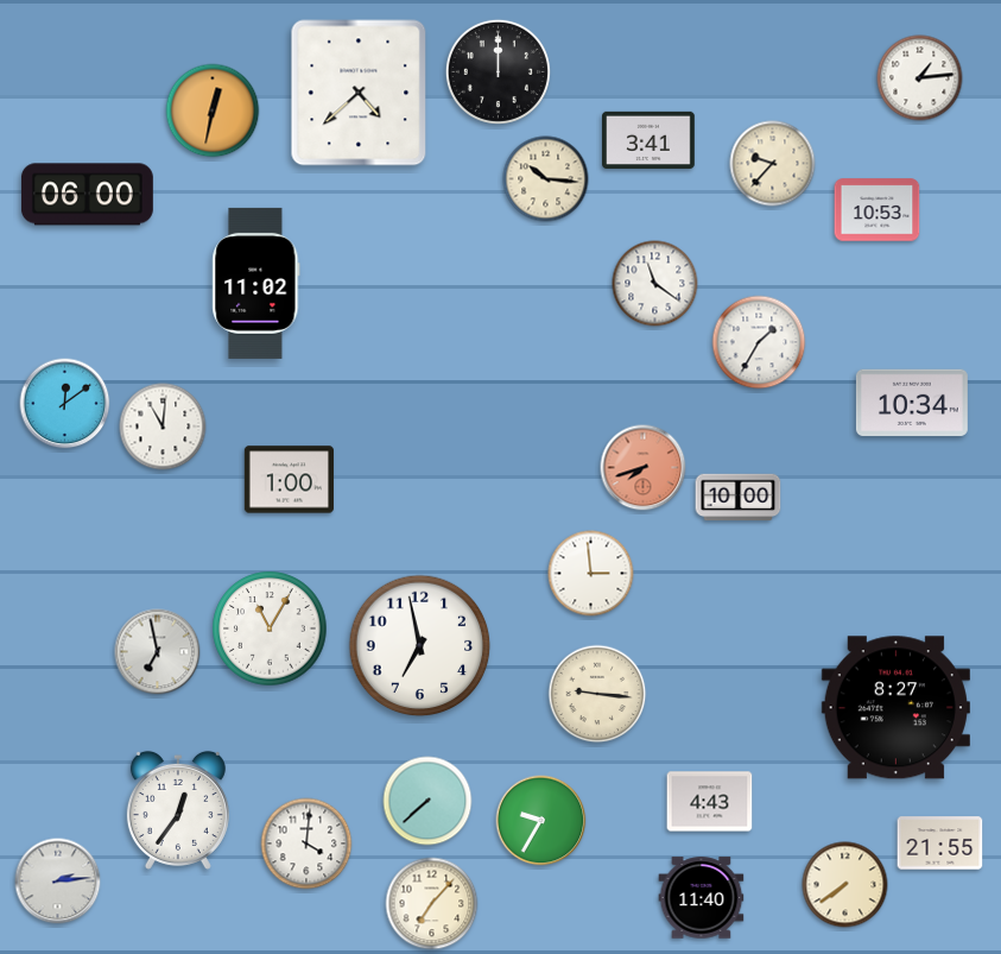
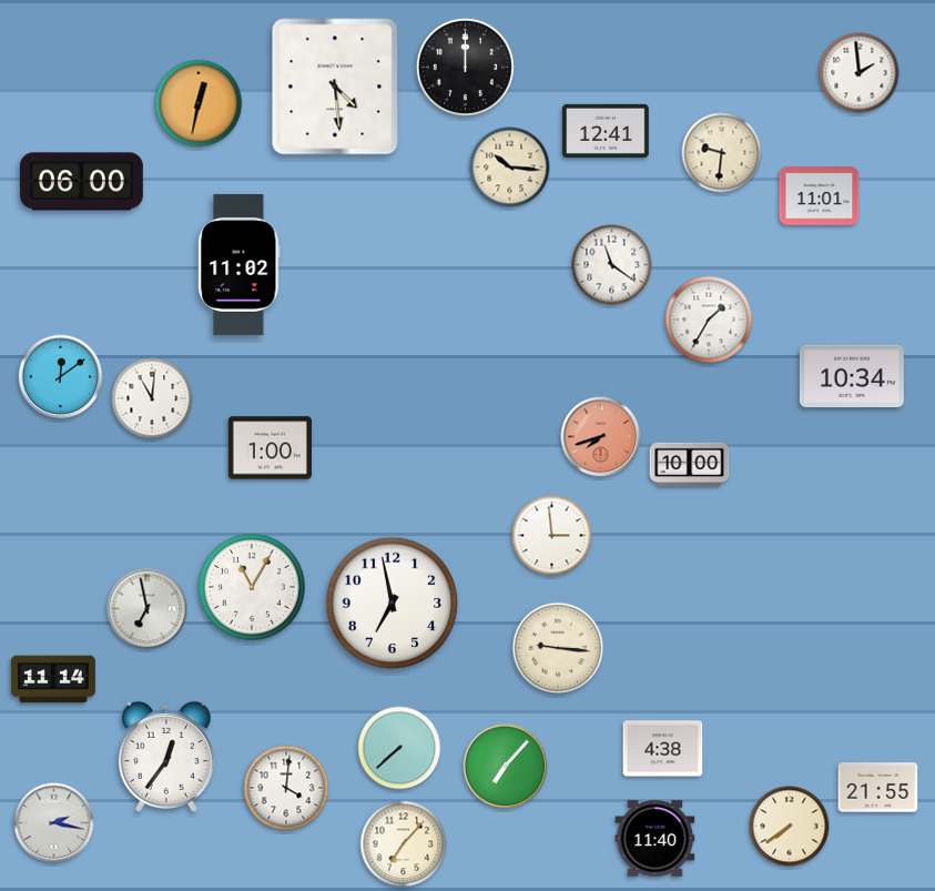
clock at (920, 78): 1:14 -> 1:59
clock at (359, 93): 4:38 -> 4:29
clock at (648, 140): 3:41 -> 12:41
clock at (773, 164): 9:37 -> 9:31
clock at (878, 210): 10:53 -> 11:01
clock at (895, 708): 8:27 -> none
clock at (53, 679): none -> 11:14
clock at (710, 802): 4:43 -> 4:38
clock at (541, 821): 9:35 -> 7:07
clock at (58, 882): 2:14 -> 2:17
